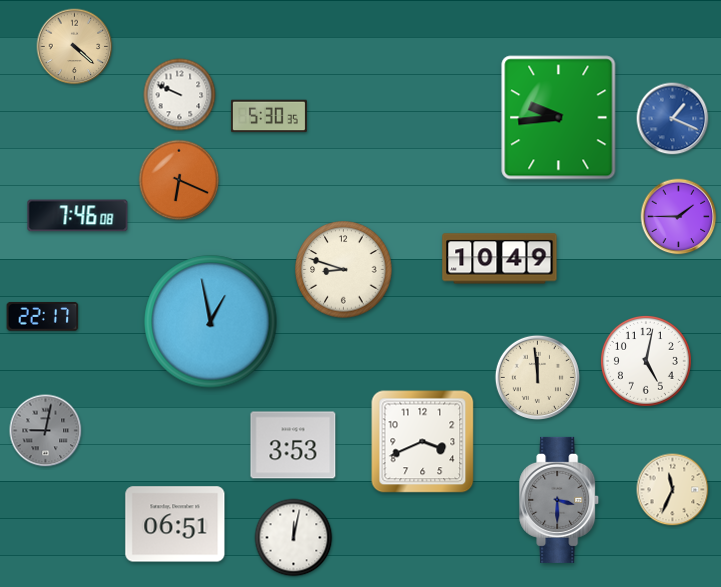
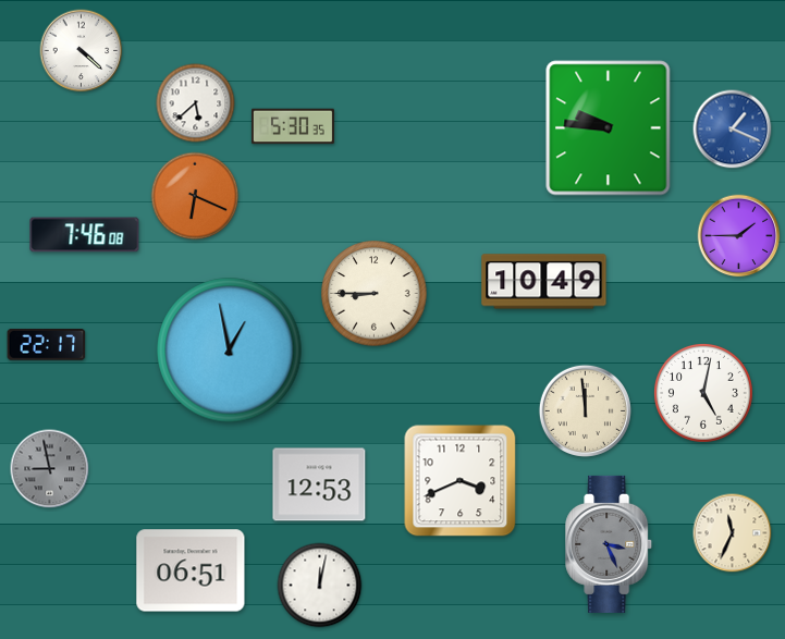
clock at (75, 47) dial: champagne -> white
clock at (180, 95): 9:49 -> 5:38
clock at (559, 118): 9:44 -> 9:46
clock at (344, 270): 8:48 -> 8:45
clock at (46, 431): 9:02 -> 8:58
clock at (293, 445): 3:53 -> 12:53
clock at (560, 500): 3:30 -> 3:26
